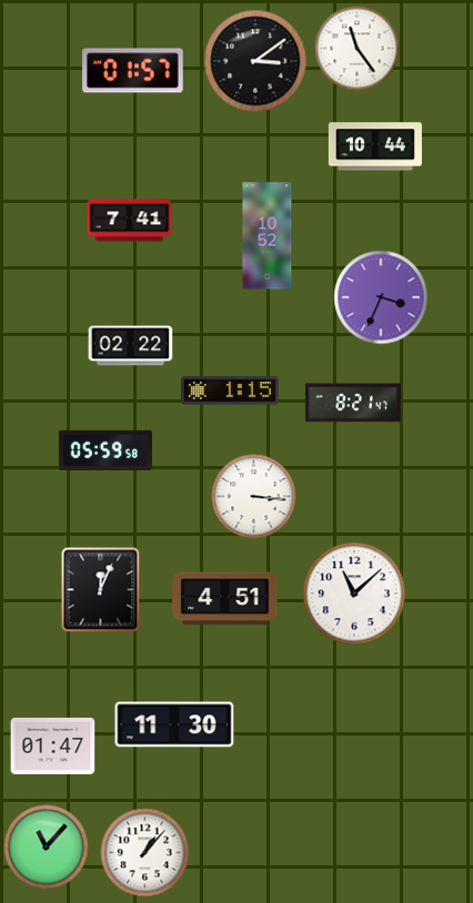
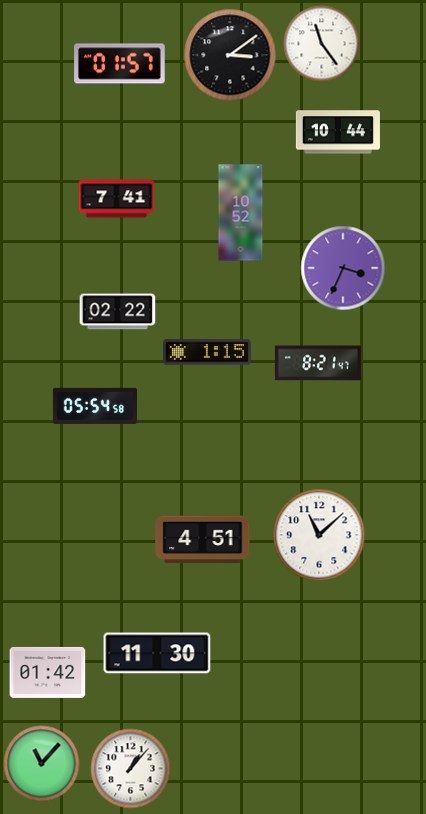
clock at (105, 450): 05:59 -> 05:54
clock at (254, 497): 3:16 -> none
clock at (101, 590): 12:04 -> none
clock at (53, 745): 01:47 -> 01:42
